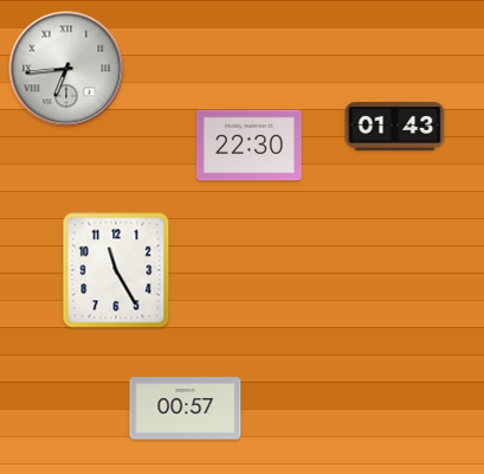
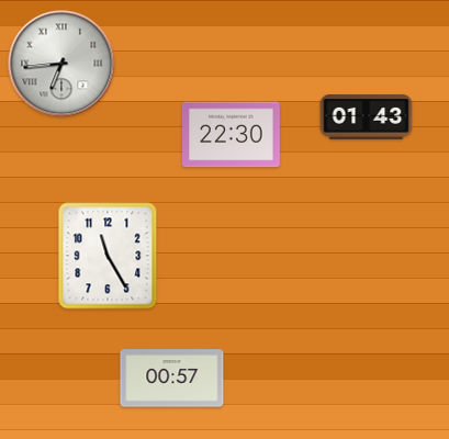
clock at (116, 270) position: (116, 270) -> (108, 256)
